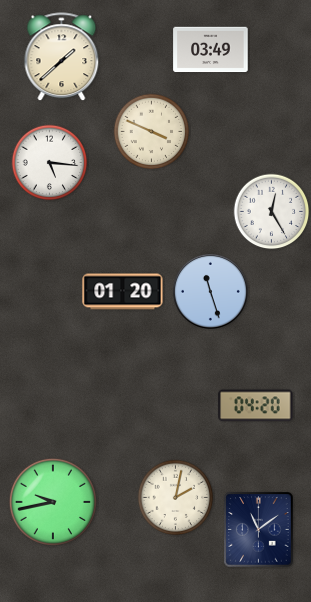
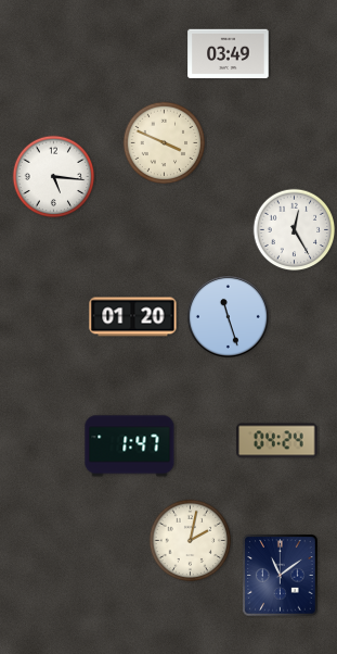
clock at (62, 57): 1:38 -> none
clock at (256, 406): 04:20 -> 04:24
clock at (130, 447): none -> 1:47
clock at (52, 501): 9:43 -> none
